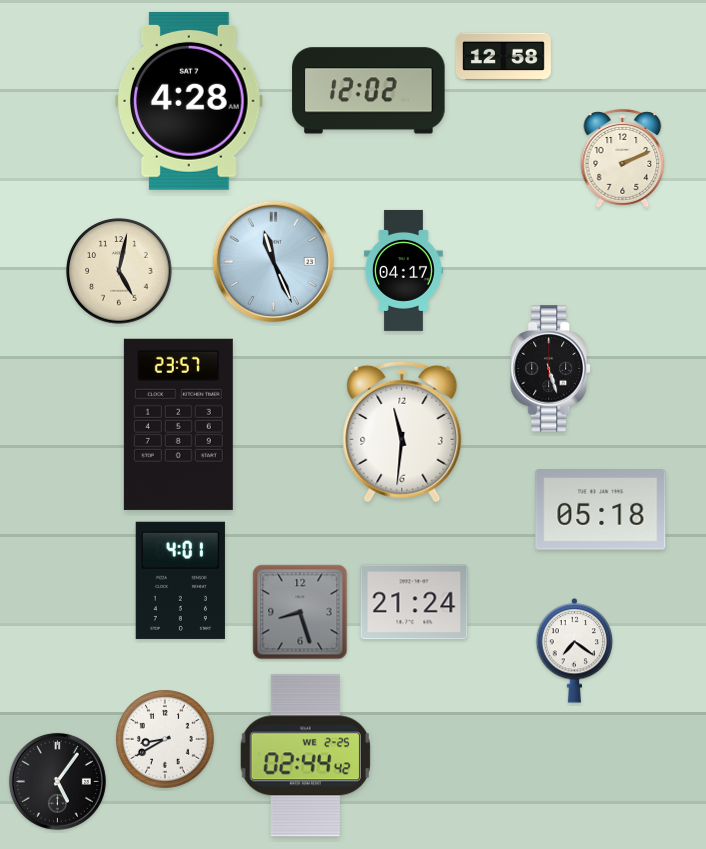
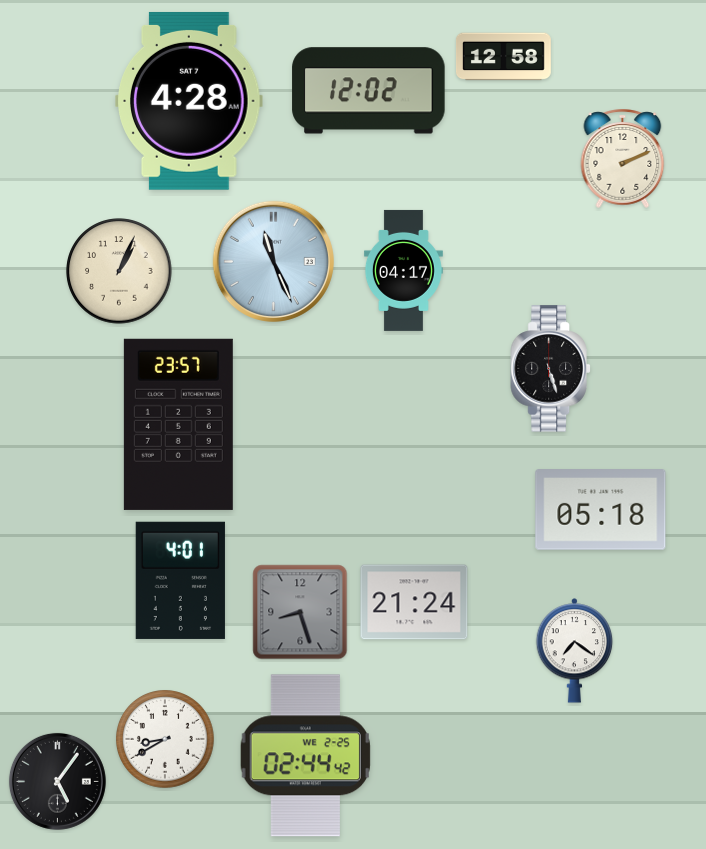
clock at (119, 271): 5:02 -> 1:04
clock at (402, 432): 11:31 -> none
